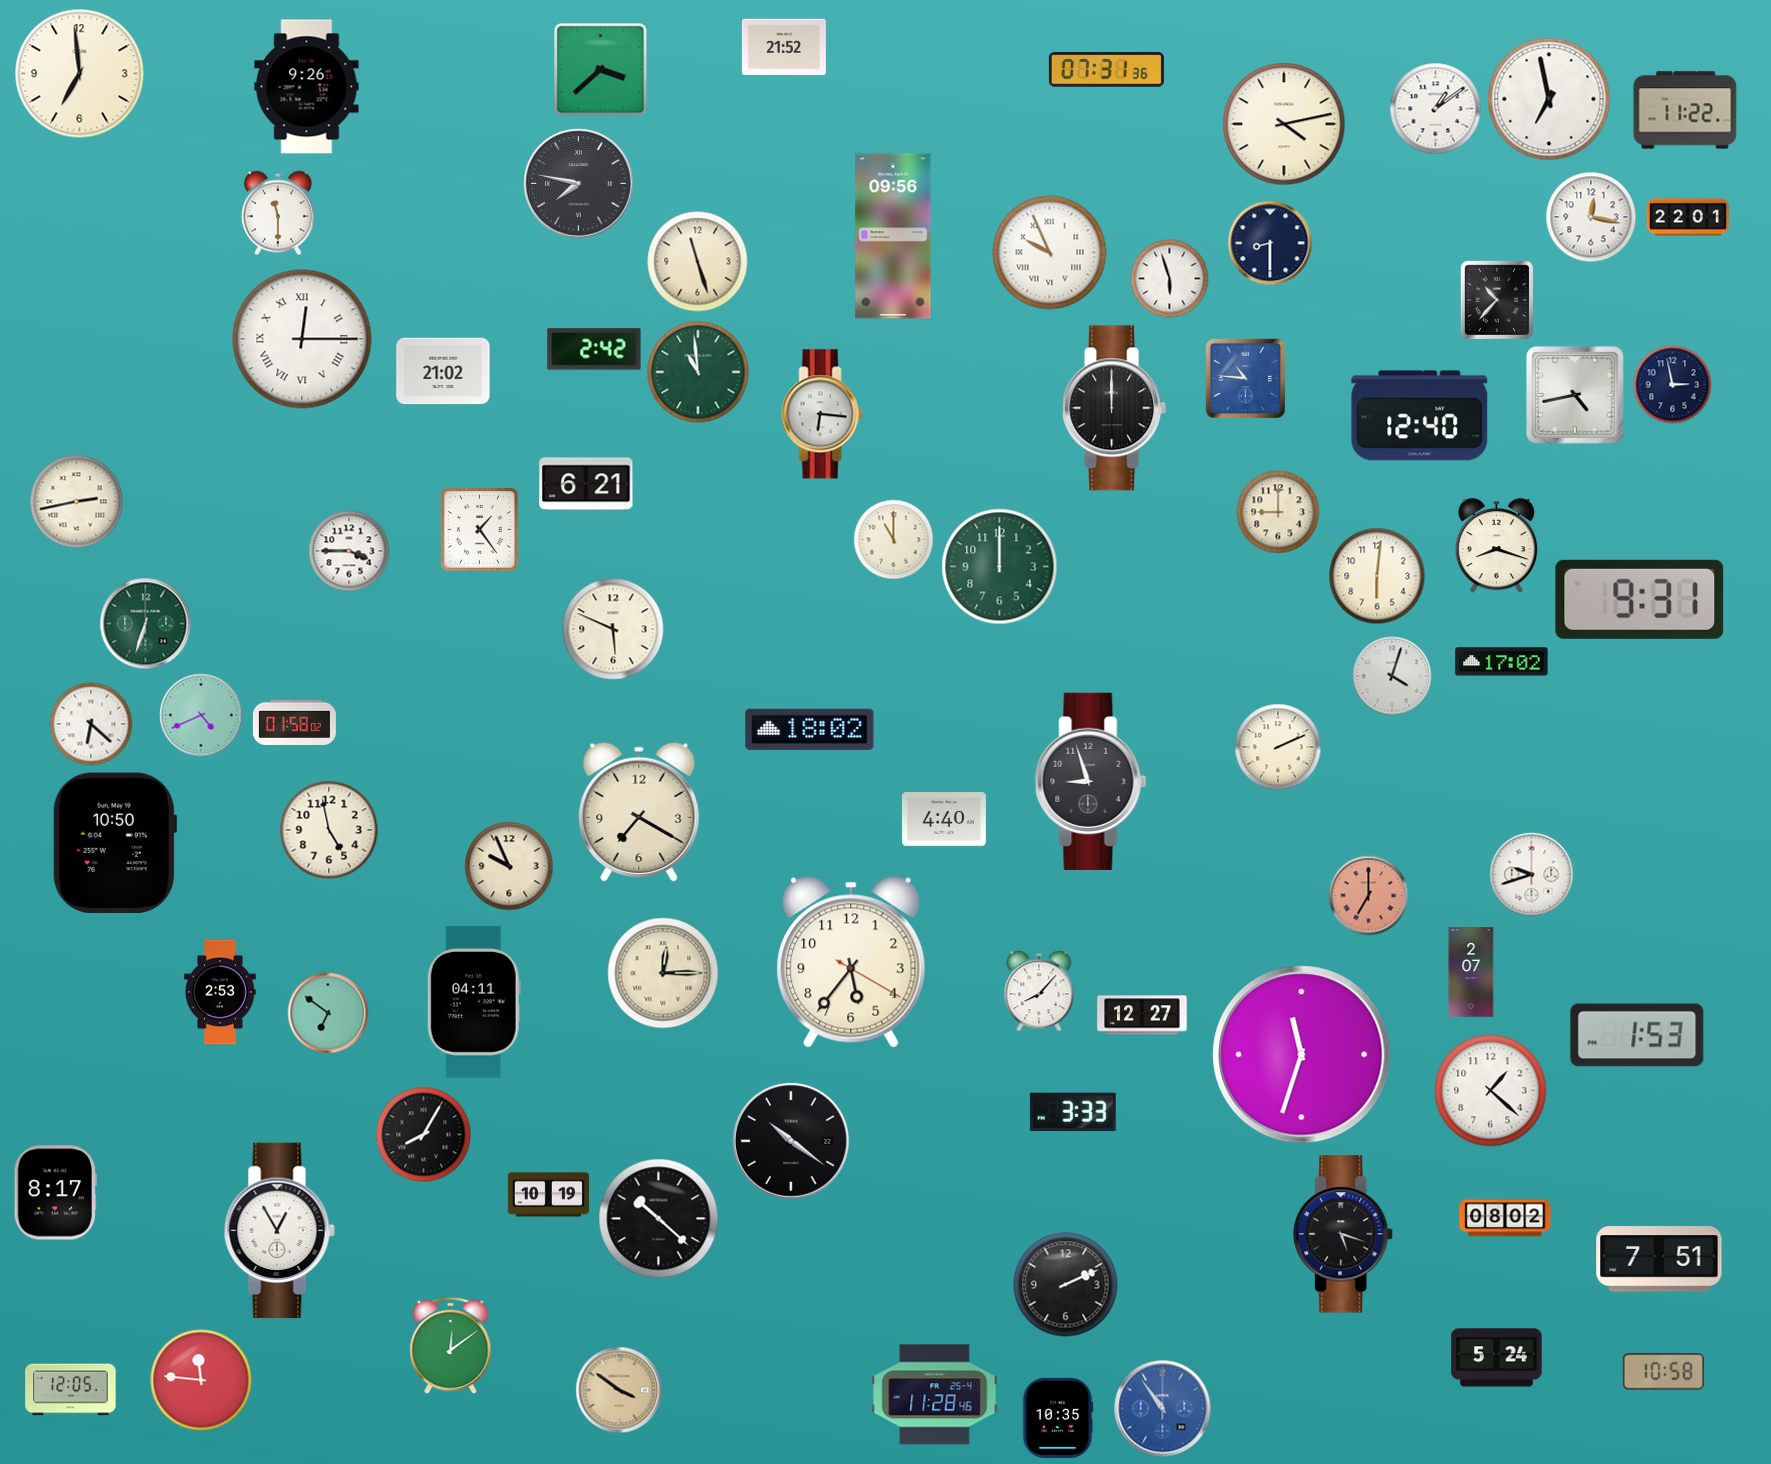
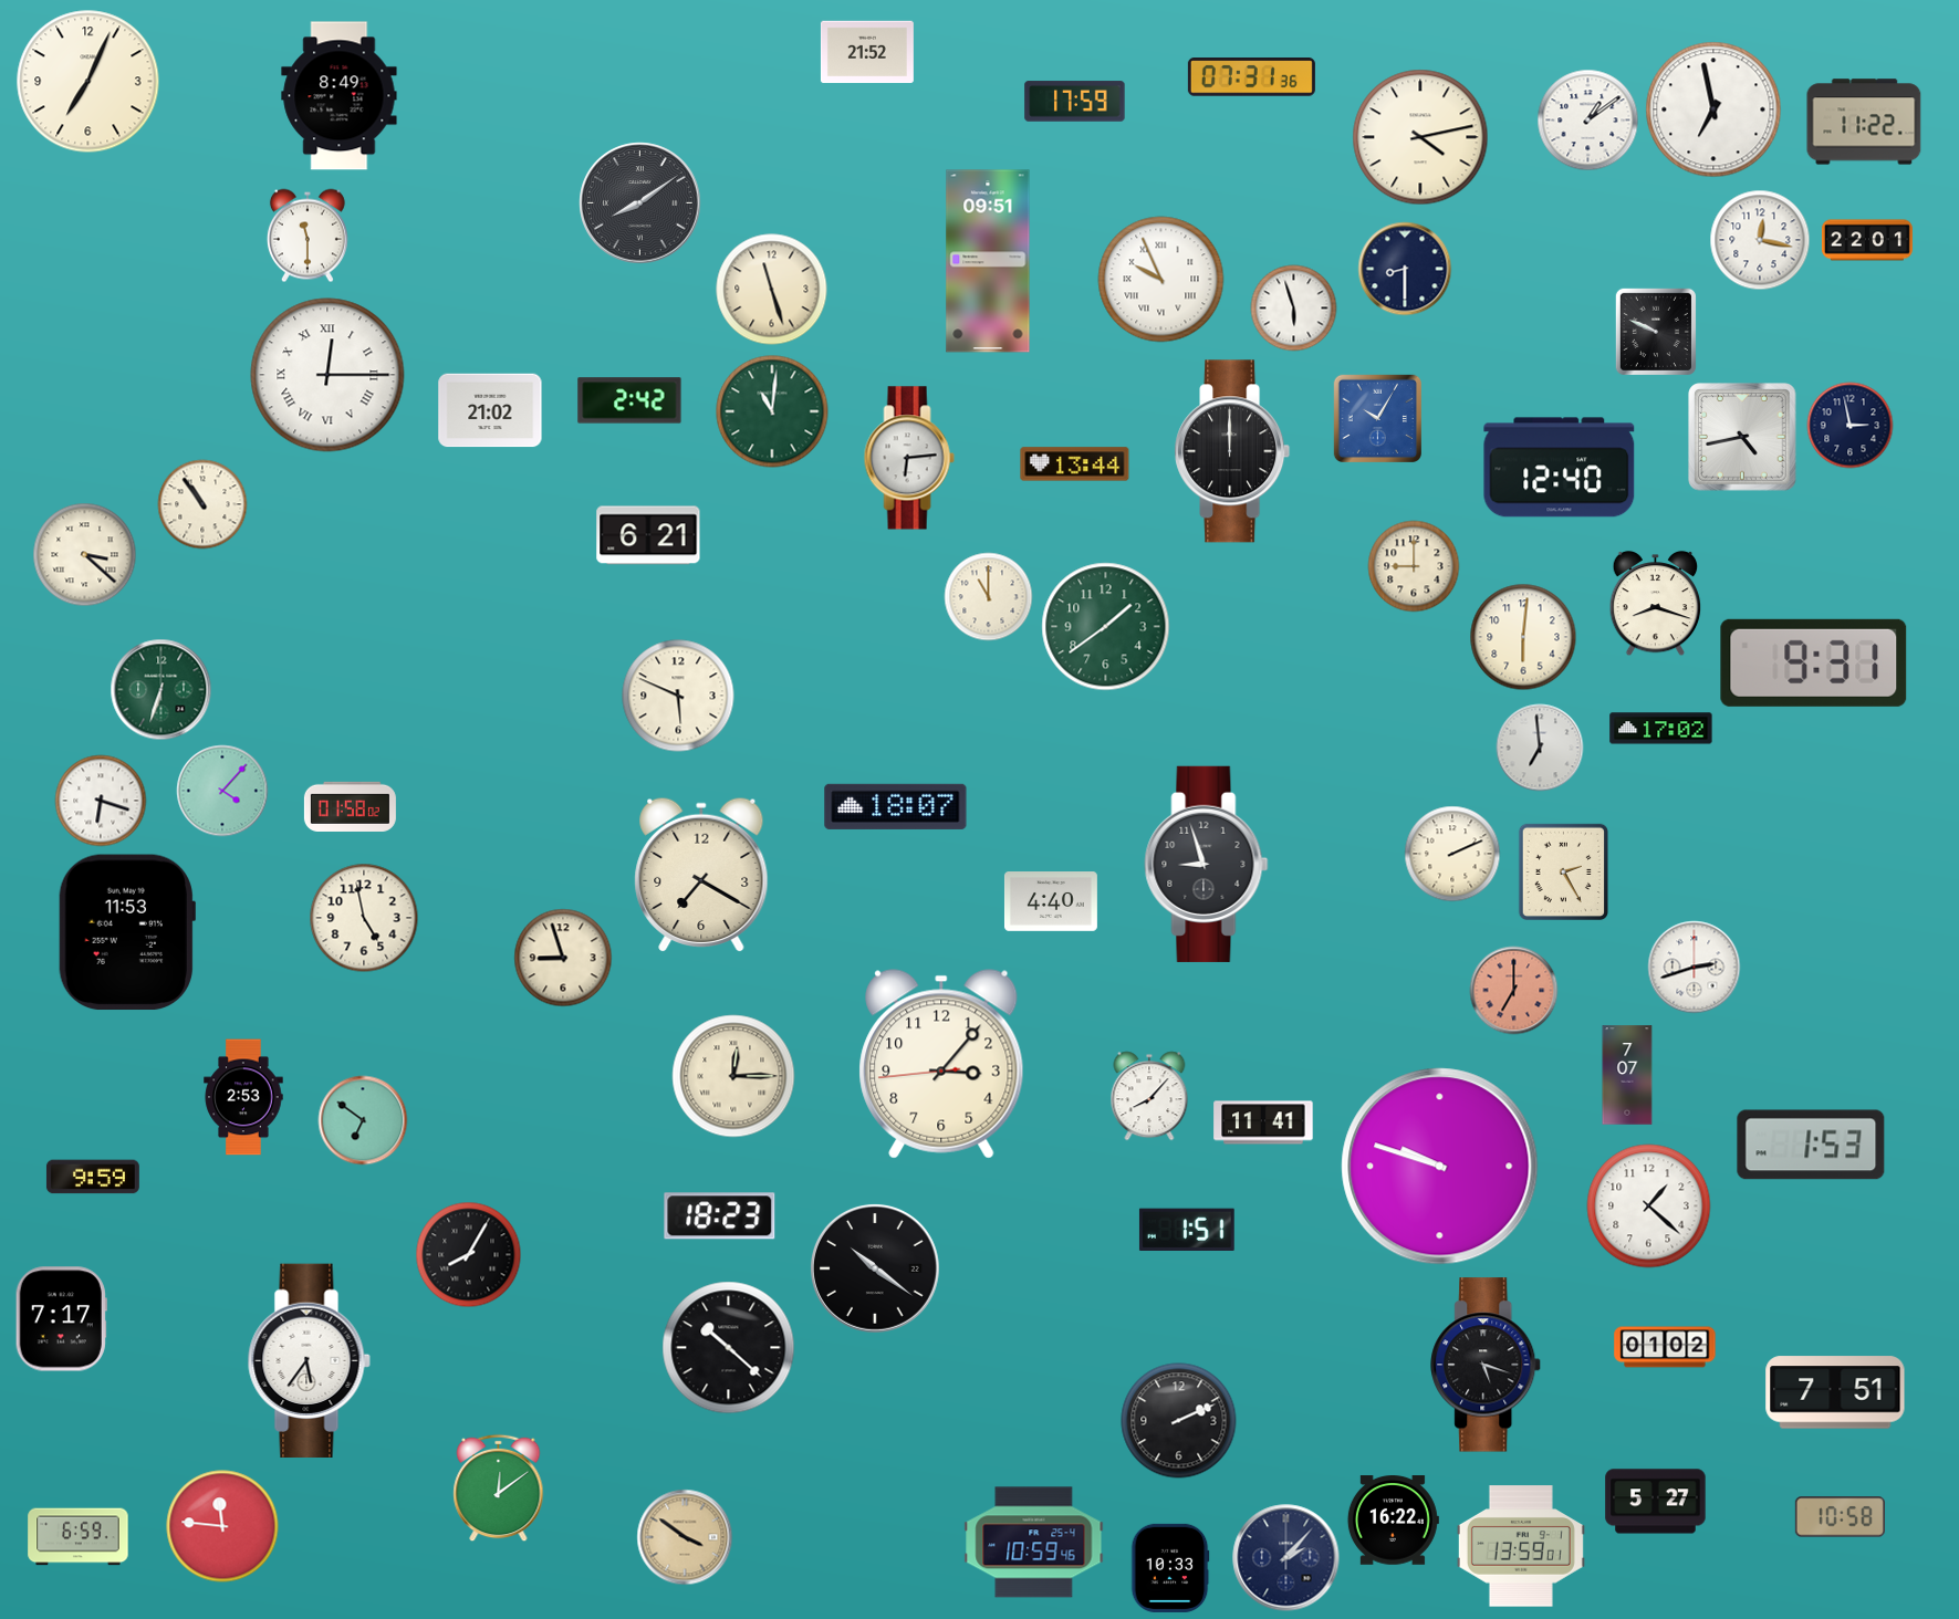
clock at (601, 70): 3:38 -> none
clock at (1106, 70) position: (1106, 70) -> (1251, 77)
clock at (80, 74): 6:59 -> 7:04
clock at (307, 87): 9:26 -> 8:49
clock at (1075, 102): none -> 17:59
clock at (579, 184): 7:47 -> 8:09
clock at (893, 236): 09:56 -> 09:51
clock at (1497, 299): 10:37 -> 9:49
clock at (302, 339) position: (302, 339) -> (327, 375)
clock at (594, 349) position: (594, 349) -> (629, 400)
clock at (698, 372): 10:59 -> 11:01
clock at (1245, 378): 10:46 -> 10:05
clock at (822, 414): 6:16 -> 6:14
clock at (1420, 416) position: (1420, 416) -> (1560, 468)
clock at (1075, 464): none -> 13:44
clock at (202, 504): none -> 10:54
clock at (77, 502): 2:43 -> 3:22
clock at (480, 530): 1:24 -> none
clock at (349, 551): 3:45 -> none
clock at (1000, 567): 12:00 -> 1:39
clock at (1502, 662) position: (1502, 662) -> (1661, 729)
clock at (1392, 676): 4:03 -> 6:59
clock at (201, 715): 4:41 -> 4:07
clock at (294, 722) position: (294, 722) -> (350, 806)
clock at (91, 724): 6:22 -> 6:18
clock at (810, 729): 18:02 -> 18:07
clock at (1278, 747) position: (1278, 747) -> (1452, 854)
clock at (1563, 871): none -> 2:25
clock at (639, 812) position: (639, 812) -> (701, 875)
clock at (944, 820) position: (944, 820) -> (1051, 902)
clock at (114, 843): 10:50 -> 11:53
clock at (509, 866): 9:56 -> 8:57
clock at (1532, 875): 9:42 -> 2:42
clock at (851, 962): 5:36 -> 3:06
clock at (1471, 972): 2:07 -> 7:07
clock at (474, 1002): 04:11 -> none
clock at (1142, 1015): 12:27 -> 11:41
clock at (1302, 1055): 11:33 -> 9:48
clock at (93, 1177): none -> 9:59
clock at (720, 1216): none -> 18:23
clock at (1073, 1112): 3:33 -> 1:51
clock at (791, 1141) position: (791, 1141) -> (875, 1268)
clock at (55, 1193): 8:17 -> 7:17
clock at (548, 1195): 10:19 -> none
clock at (1505, 1218): 08:02 -> 01:02
clock at (279, 1230): 12:55 -> 5:36
clock at (1497, 1358): 5:24 -> 5:27
clock at (1393, 1521): none -> 16:22
clock at (71, 1390): 12:05 -> 6:59
clock at (935, 1395): 11:28 -> 10:59
clock at (1521, 1546): none -> 13:59
clock at (1163, 1409): 10:54 -> 2:07
clock at (1163, 1409) dial: blue -> navy
clock at (1058, 1418): 10:35 -> 10:33
